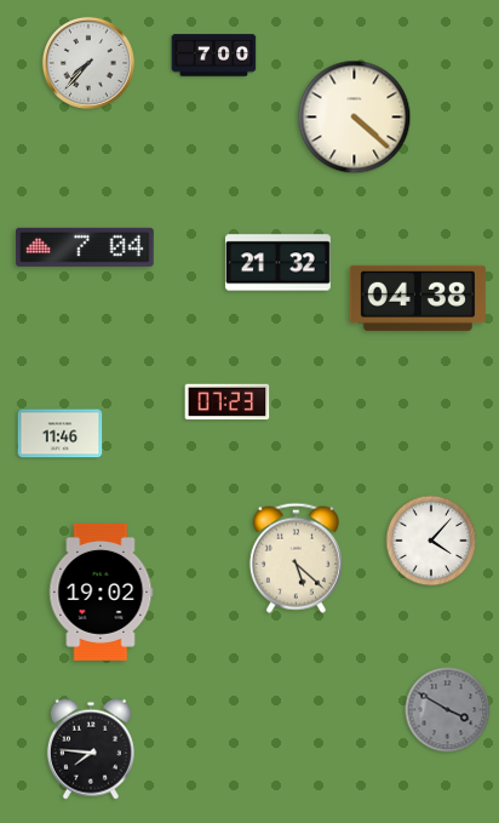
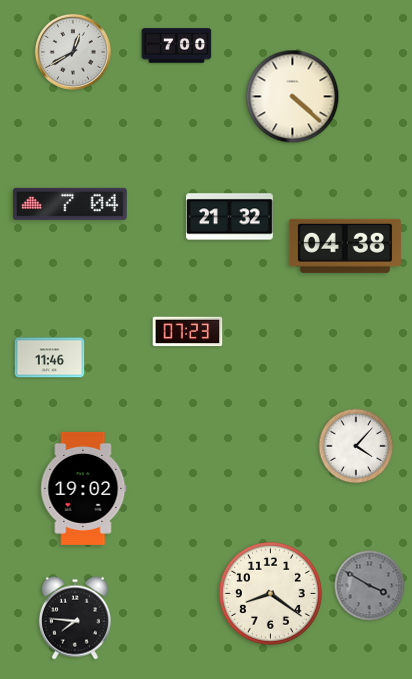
clock at (88, 63): 7:37 -> 12:40
clock at (296, 558): 5:22 -> none
clock at (270, 593): none -> 8:21
